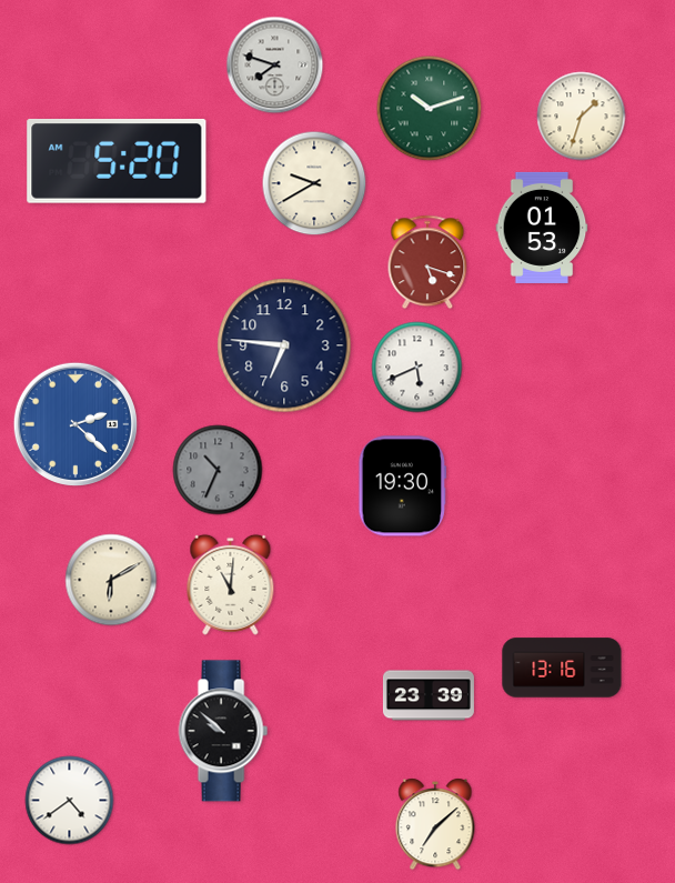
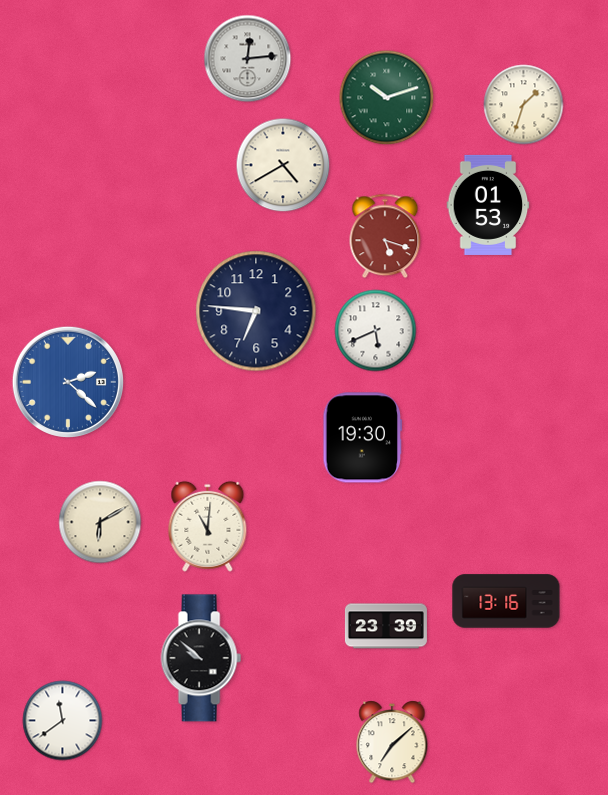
clock at (275, 66): 7:48 -> 12:14
clock at (117, 161): 5:20 -> none
clock at (314, 183): 9:40 -> 4:40
clock at (218, 470): 10:34 -> none
clock at (70, 801): 4:39 -> 11:39
